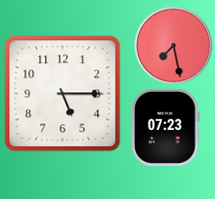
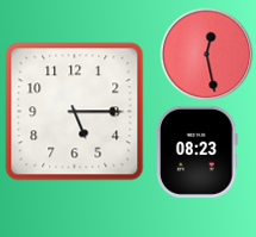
clock at (173, 45): 7:28 -> 12:28
clock at (166, 127): 07:23 -> 08:23
